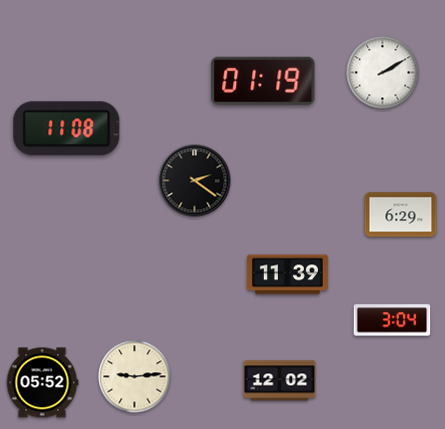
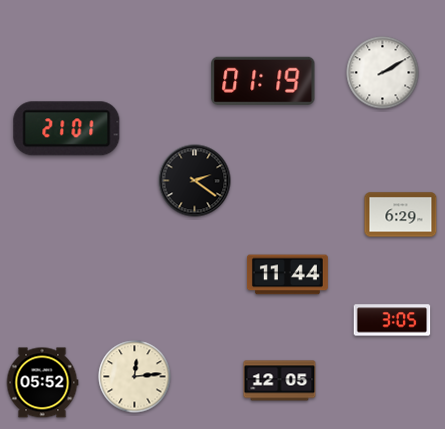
clock at (67, 129): 11:08 -> 21:01
clock at (287, 275): 11:39 -> 11:44
clock at (392, 320): 3:04 -> 3:05
clock at (135, 377): 9:14 -> 12:14
clock at (280, 381): 12:02 -> 12:05
